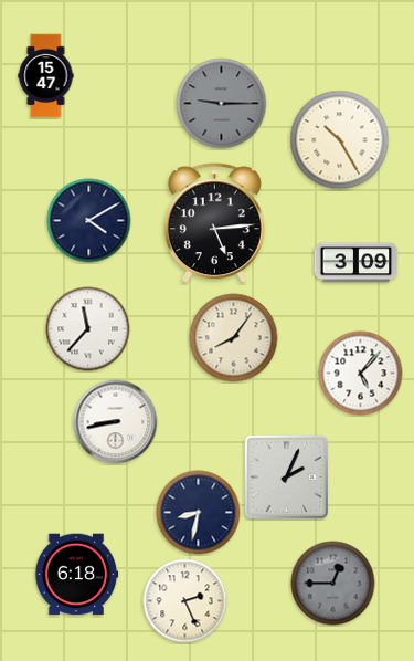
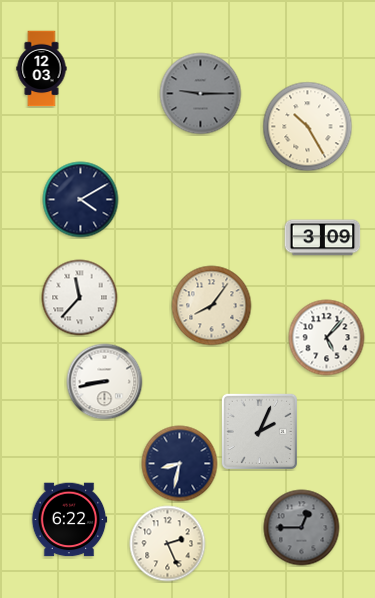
clock at (46, 76): 15:47 -> 12:03
clock at (214, 223): 5:14 -> none
clock at (76, 575): 6:18 -> 6:22
